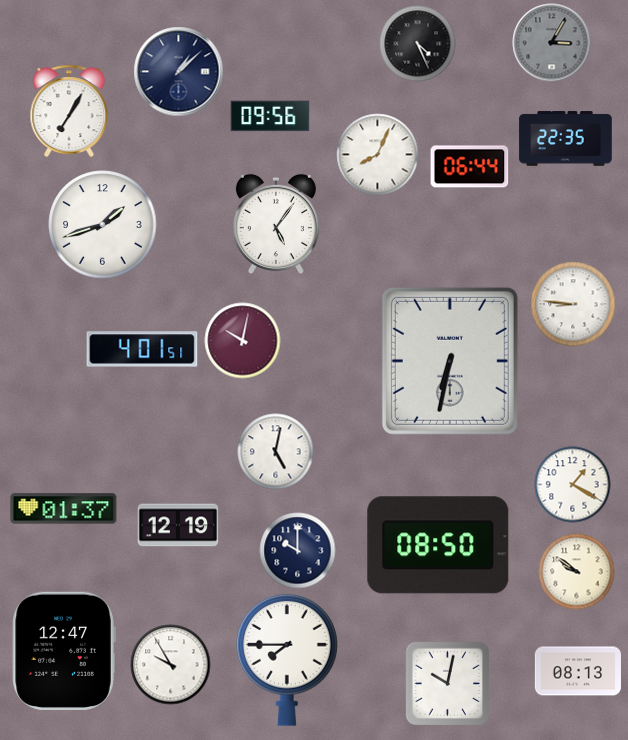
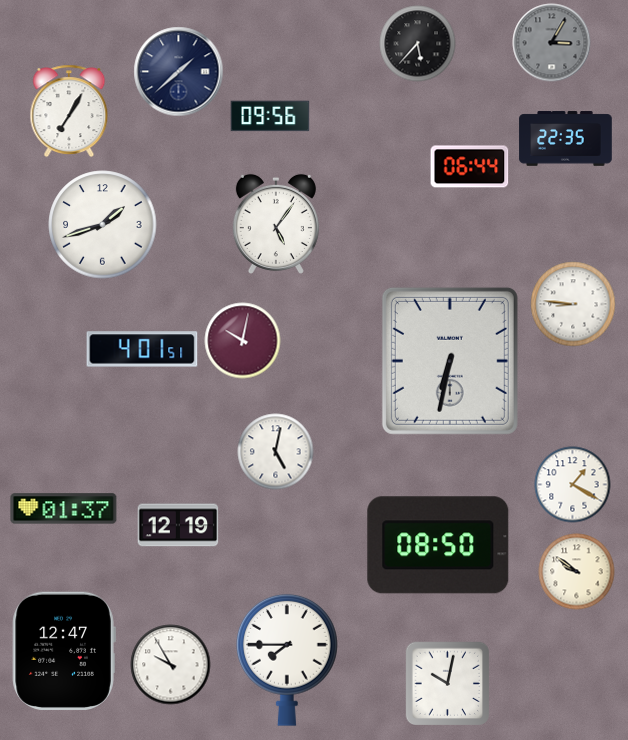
clock at (418, 44): 4:26 -> 5:37
clock at (179, 72): 1:08 -> 1:38
clock at (378, 155): 8:04 -> none
clock at (298, 551): 10:00 -> none
clock at (578, 671): 08:13 -> none
